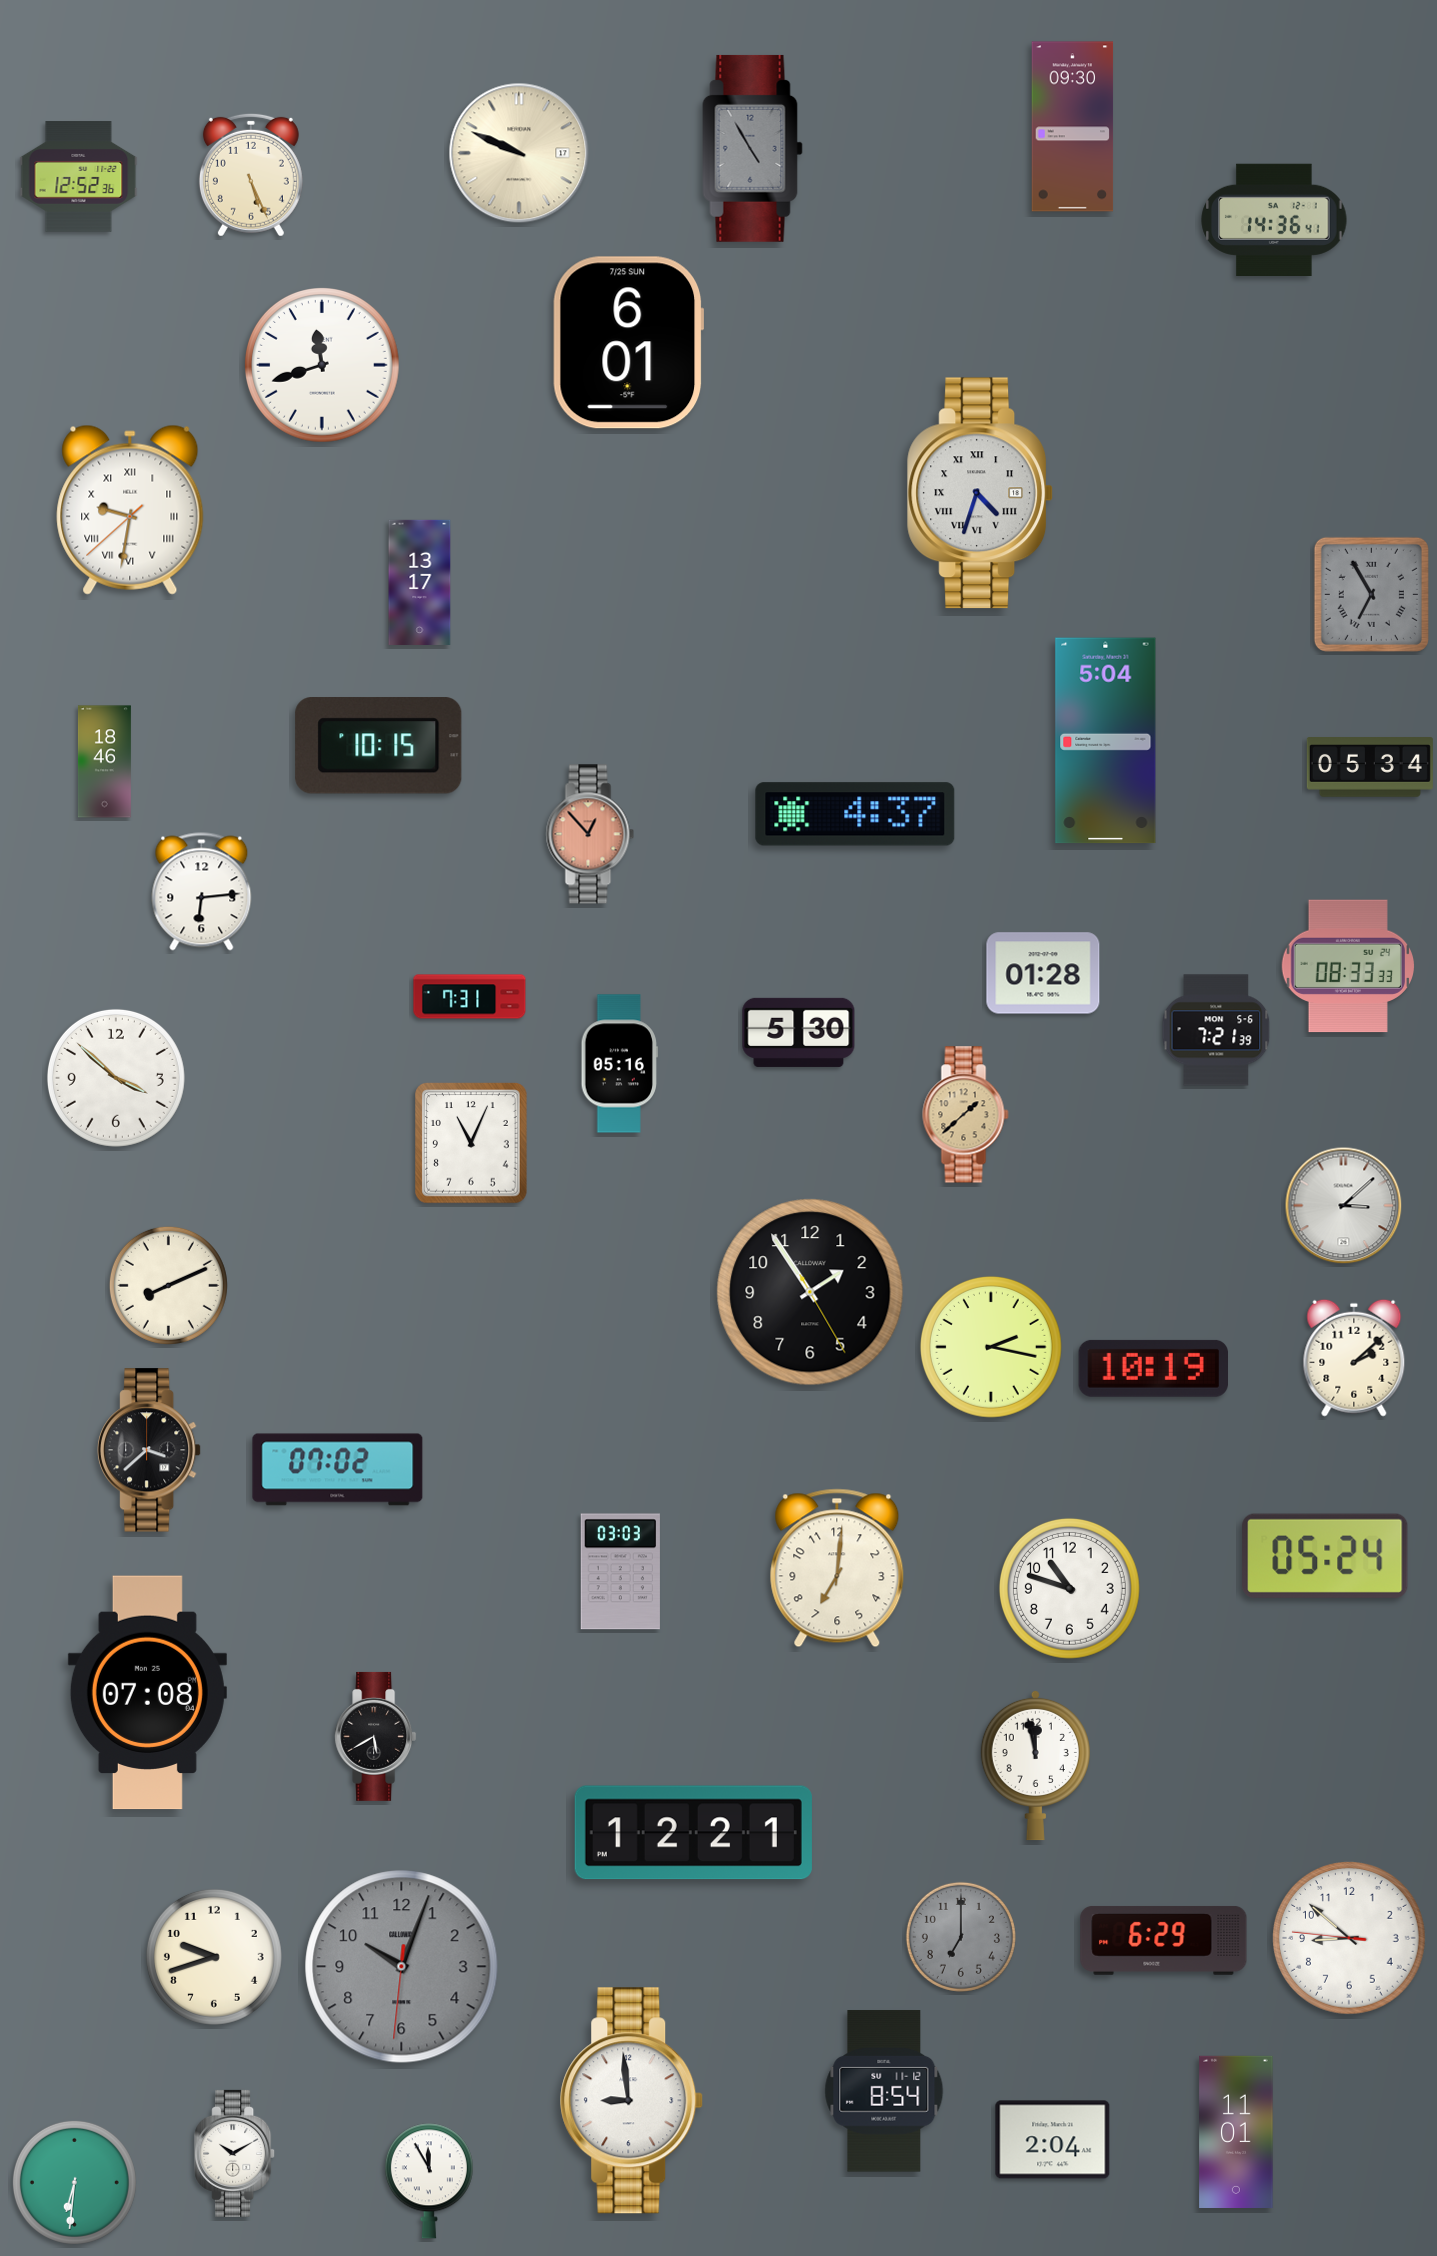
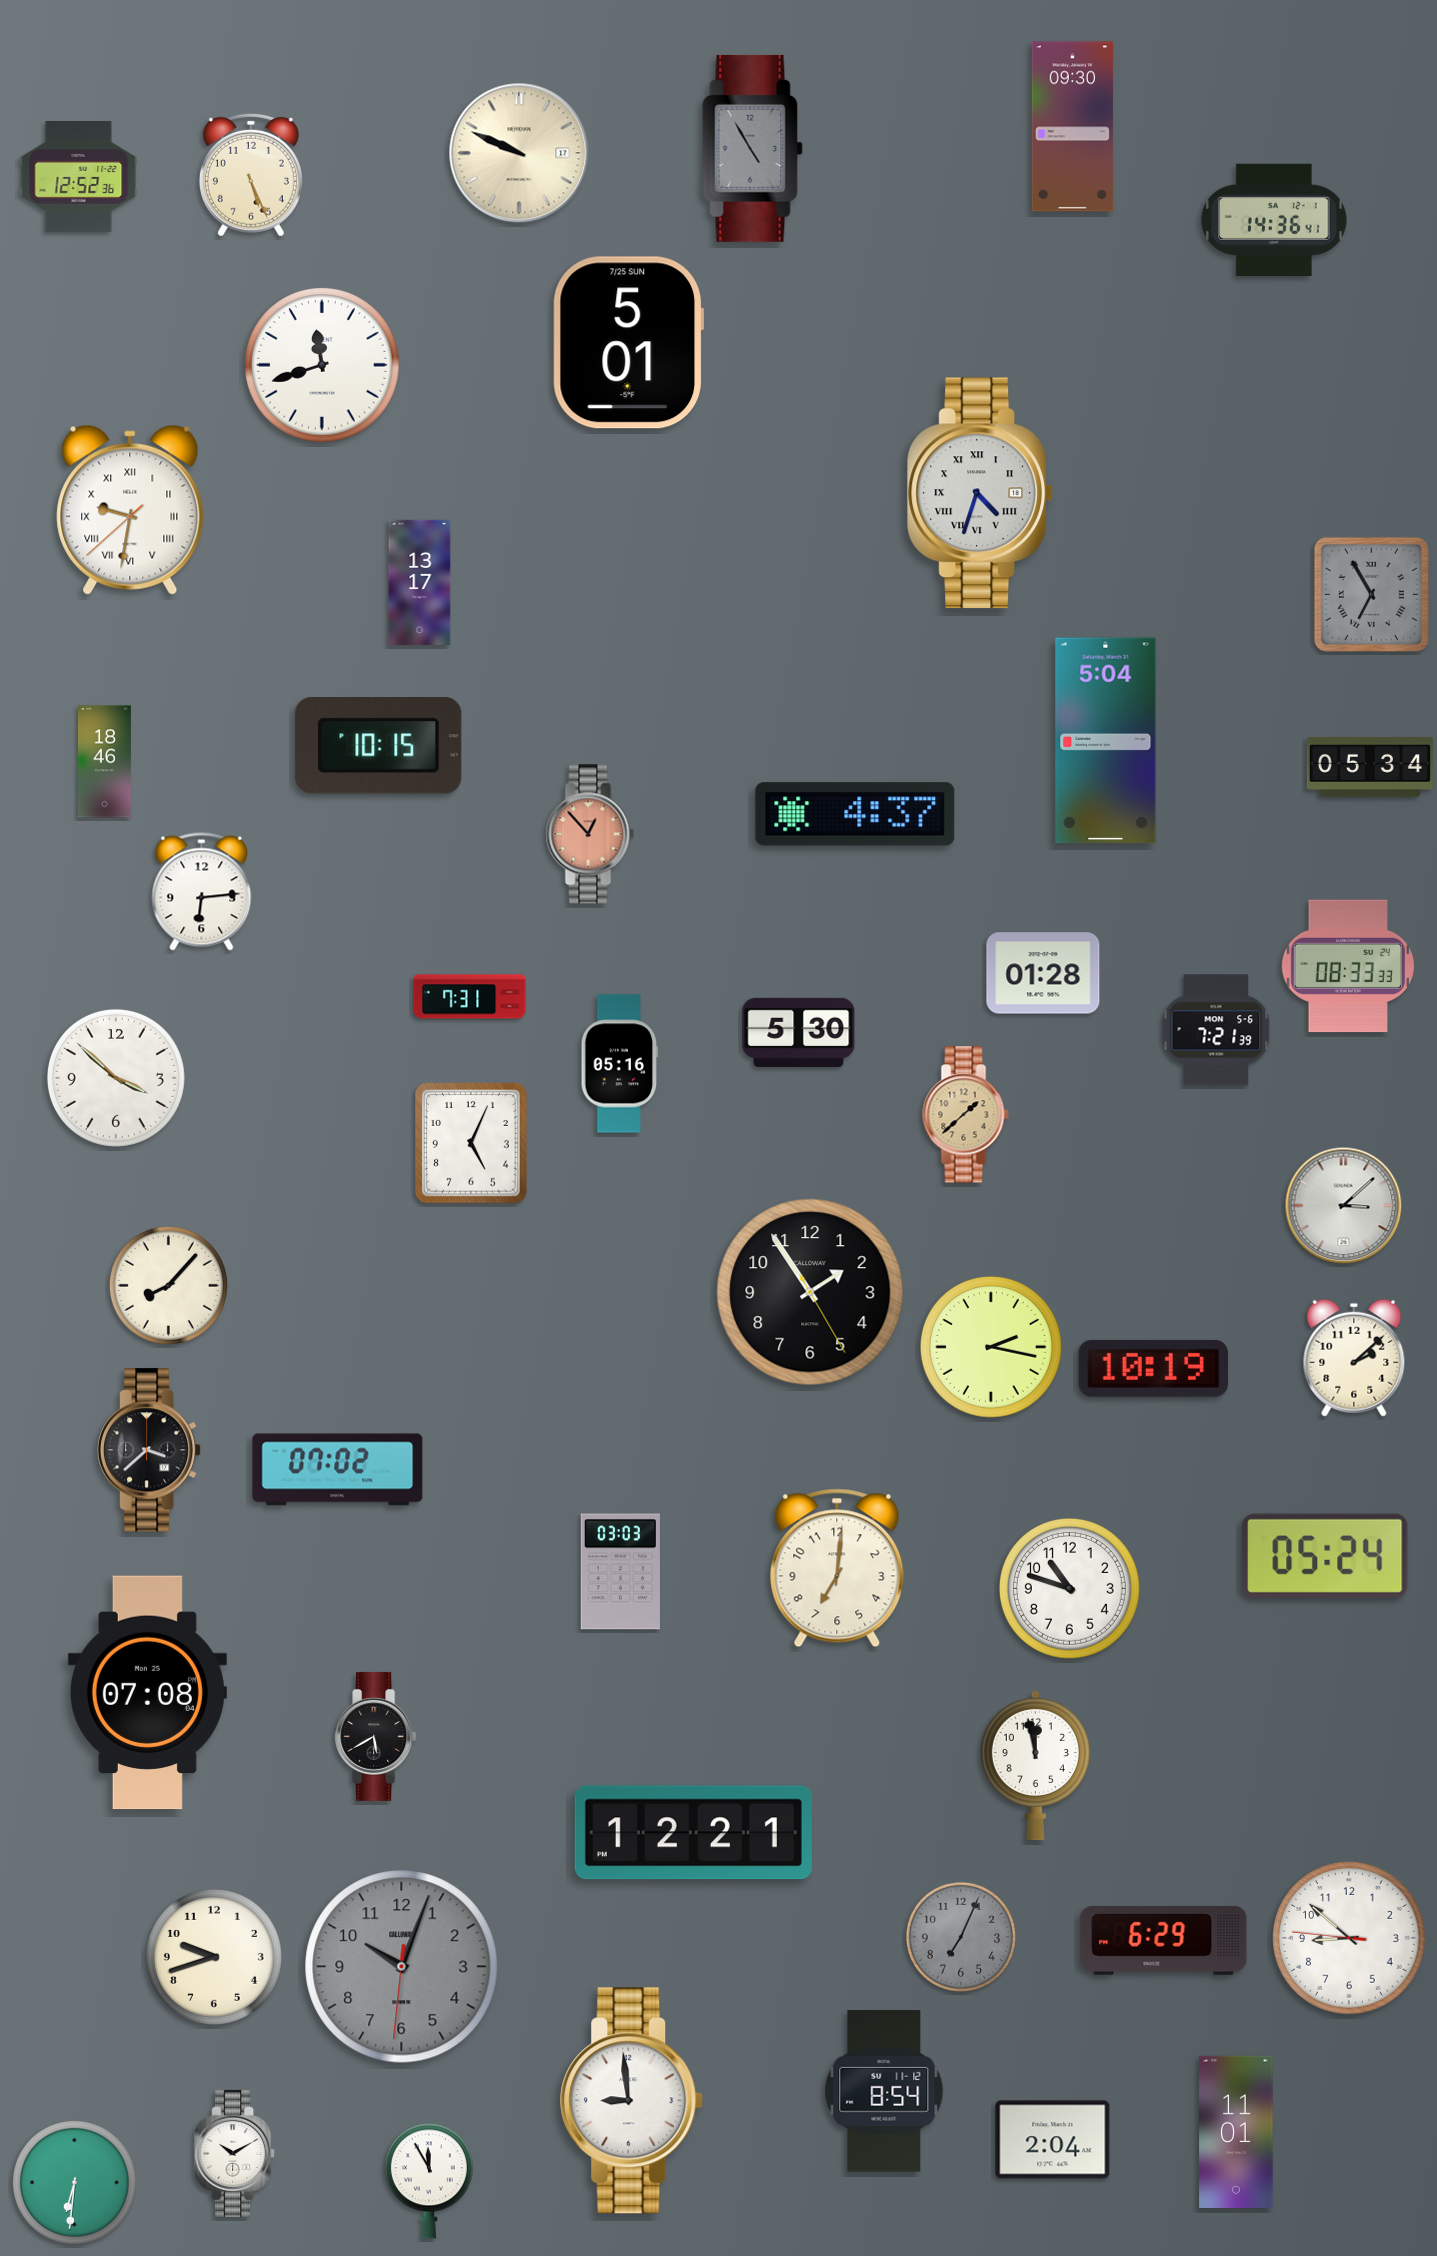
clock at (628, 343): 6:01 -> 5:01
clock at (471, 1143): 11:04 -> 5:04
clock at (168, 1285): 8:11 -> 8:07
clock at (961, 1937): 7:00 -> 7:04
